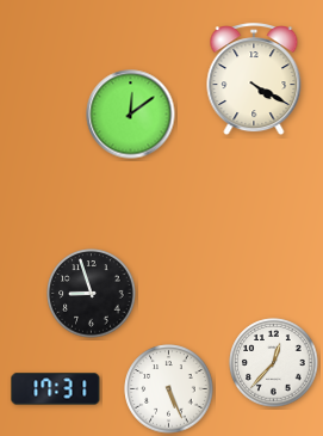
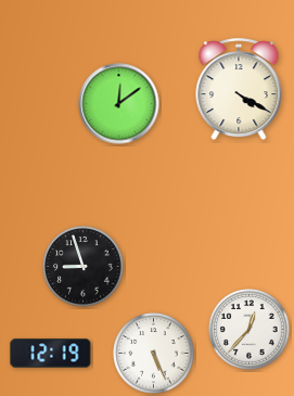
clock at (254, 80) position: (254, 80) -> (239, 90)
clock at (56, 389): 17:31 -> 12:19
